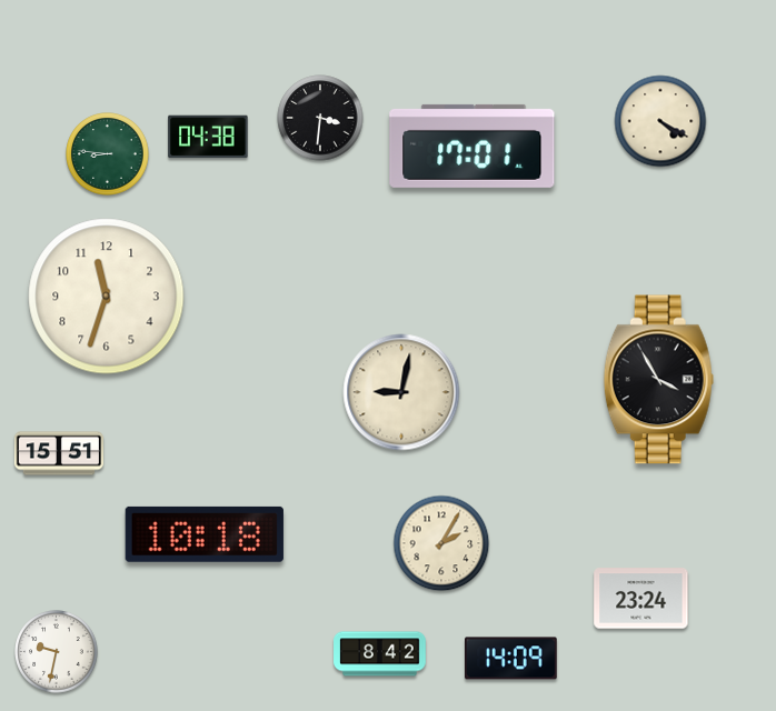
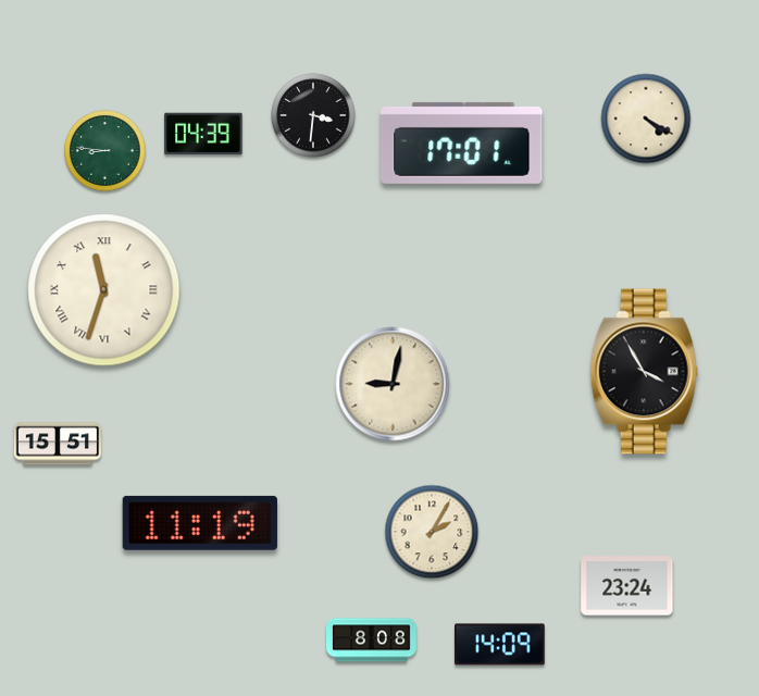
clock at (208, 137): 04:38 -> 04:39
clock at (107, 297) numerals: Arabic -> Roman
clock at (205, 534): 10:18 -> 11:19
clock at (57, 652): 9:32 -> none
clock at (380, 654): 8:42 -> 8:08
